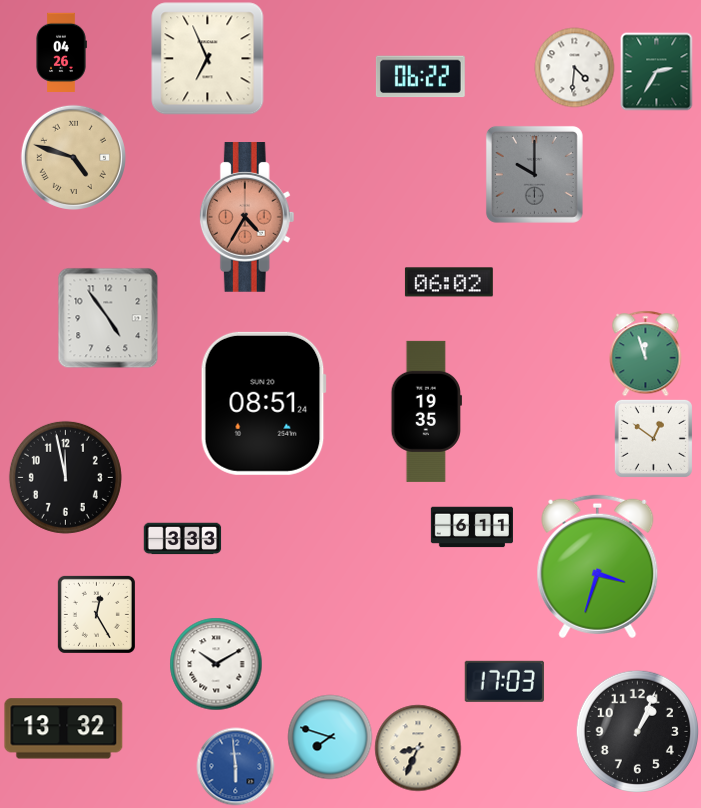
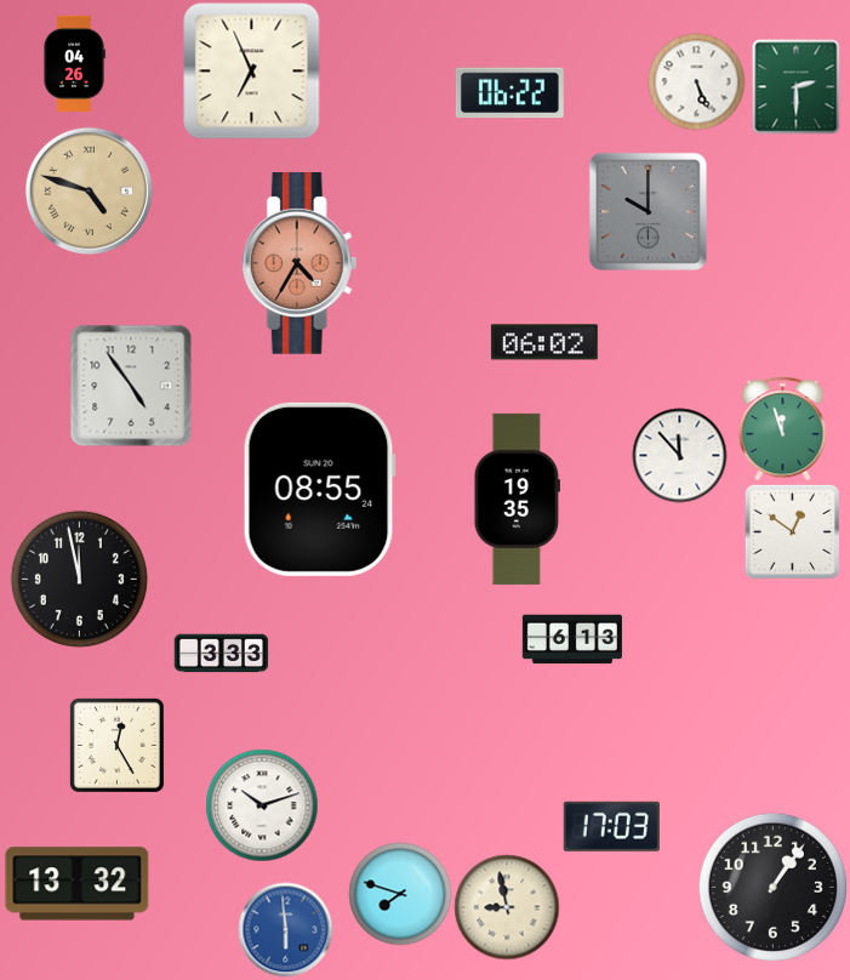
clock at (574, 67): 4:31 -> 5:26
clock at (657, 71): 2:35 -> 2:30
clock at (679, 455): none -> 11:53
clock at (263, 403): 08:51 -> 08:55
clock at (472, 527): 6:11 -> 6:13
clock at (598, 567): 3:33 -> none
clock at (216, 664): 10:10 -> 10:12
clock at (637, 731): 1:04 -> 1:06
clock at (418, 748): 8:34 -> 8:58
